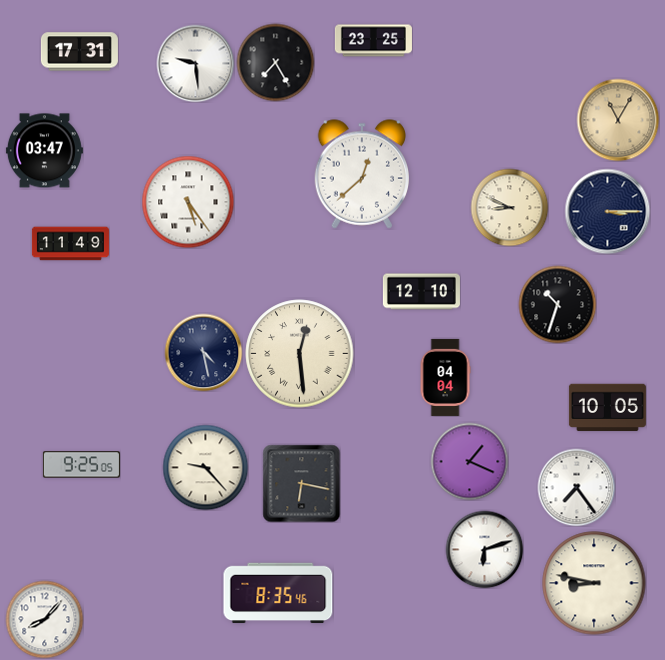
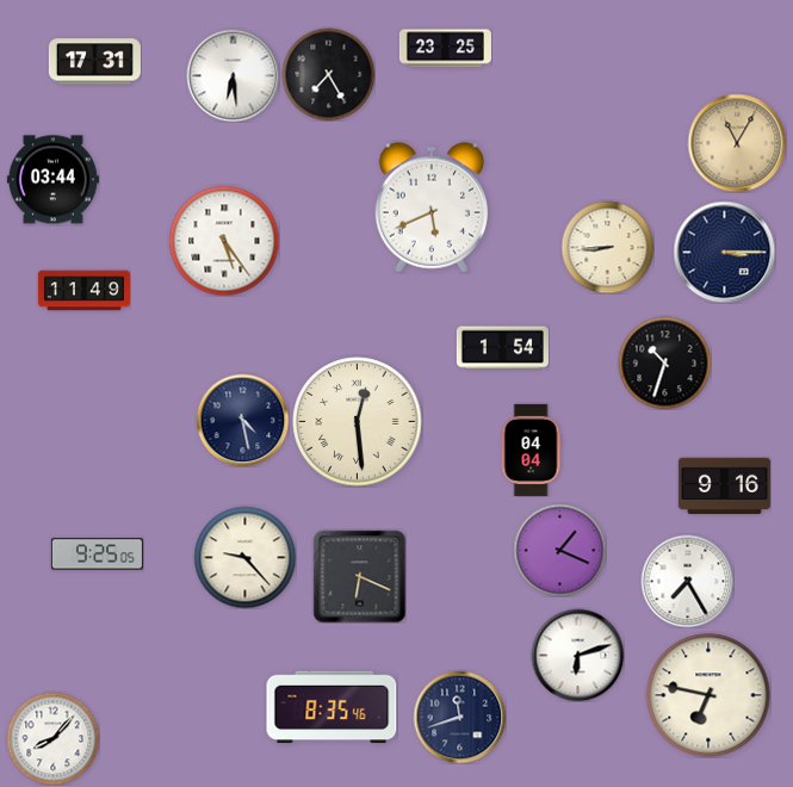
clock at (195, 63): 9:29 -> 6:29
clock at (44, 151): 03:47 -> 03:44
clock at (362, 174): 12:38 -> 5:41
clock at (509, 207): 8:49 -> 8:44
clock at (421, 292): 12:10 -> 1:54
clock at (607, 408): 10:05 -> 9:16
clock at (301, 483): 6:17 -> 6:19
clock at (576, 487): 7:24 -> 7:25
clock at (594, 583): 8:47 -> 6:47
clock at (459, 717): none -> 11:42
